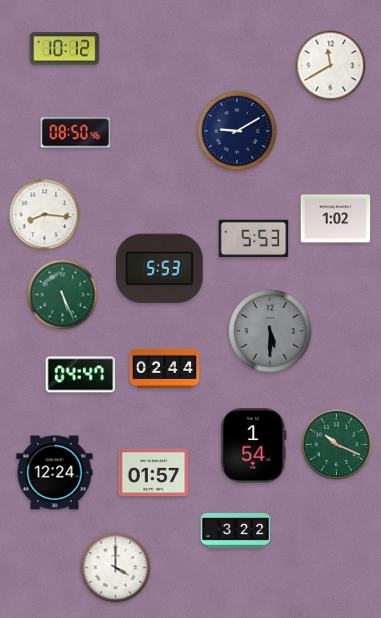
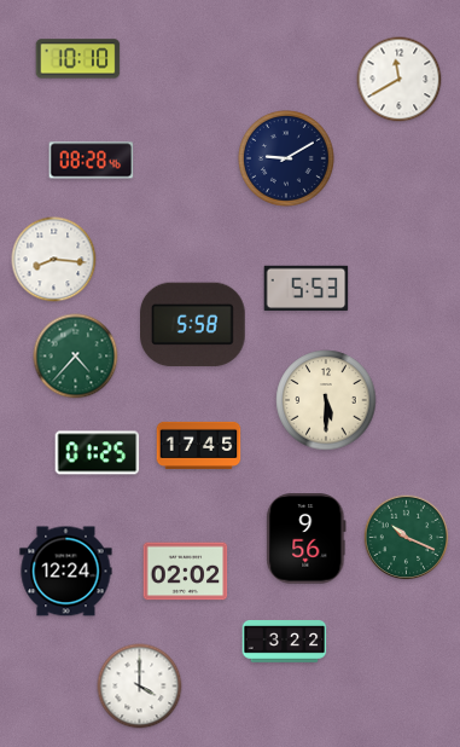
clock at (65, 49): 10:12 -> 10:10
clock at (76, 133): 08:50 -> 08:28
clock at (336, 219): 1:02 -> none
clock at (160, 269): 5:53 -> 5:58
clock at (63, 295): 5:26 -> 4:37
clock at (270, 331) dial: grey -> cream
clock at (165, 368): 02:44 -> 17:45
clock at (81, 375): 04:47 -> 01:25
clock at (254, 446): 1:54 -> 9:56
clock at (154, 473): 01:57 -> 02:02
